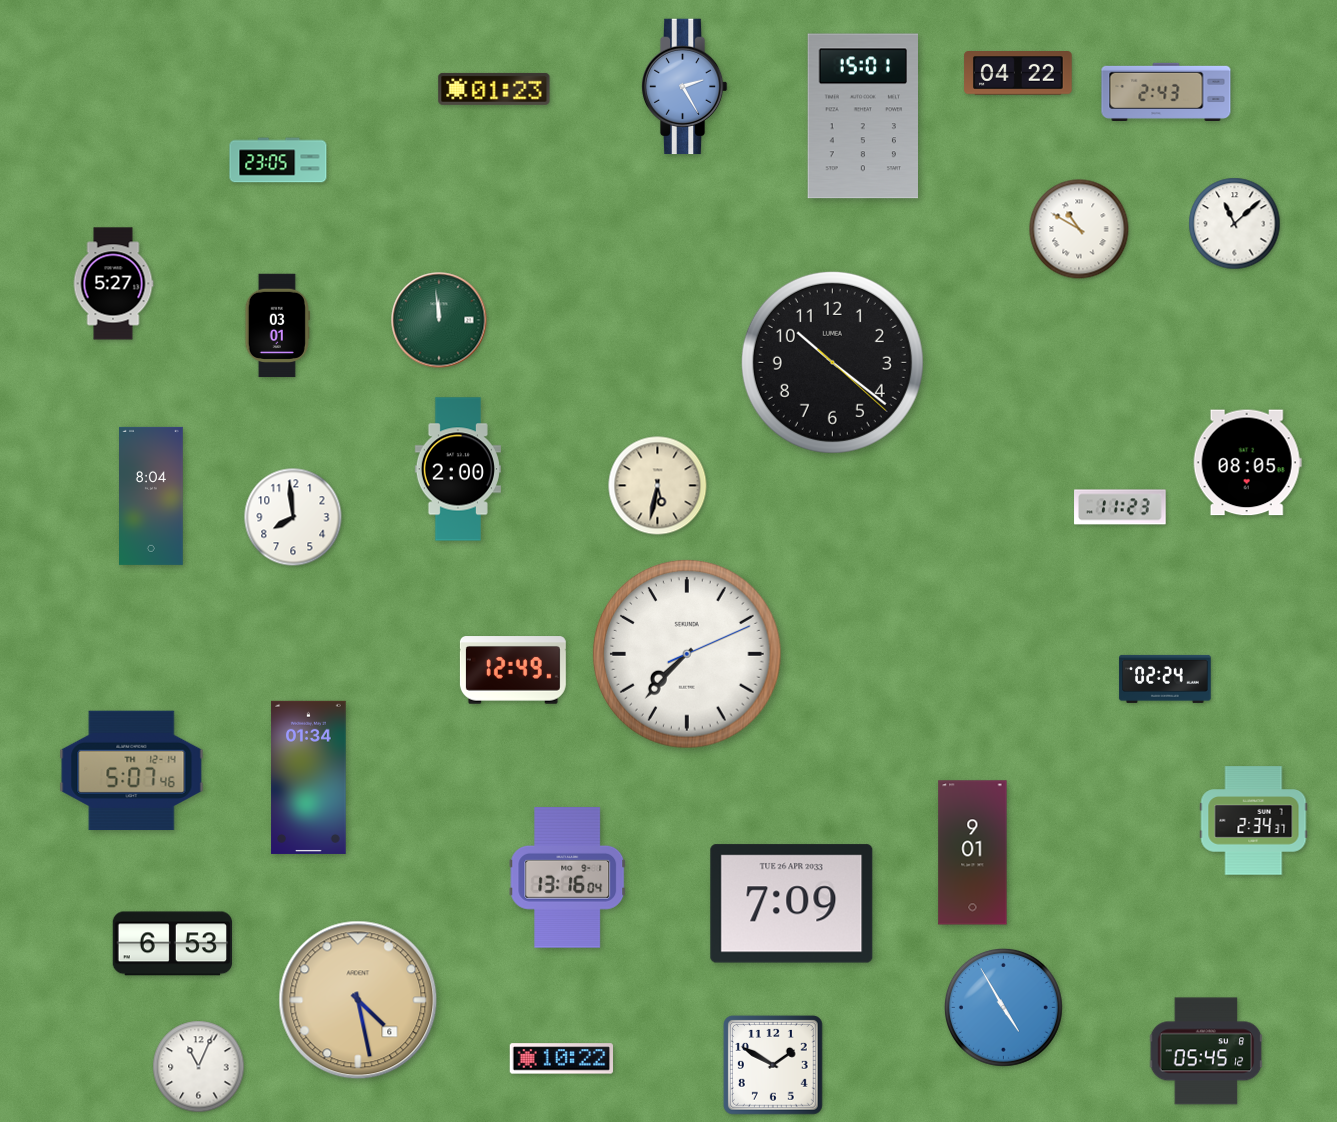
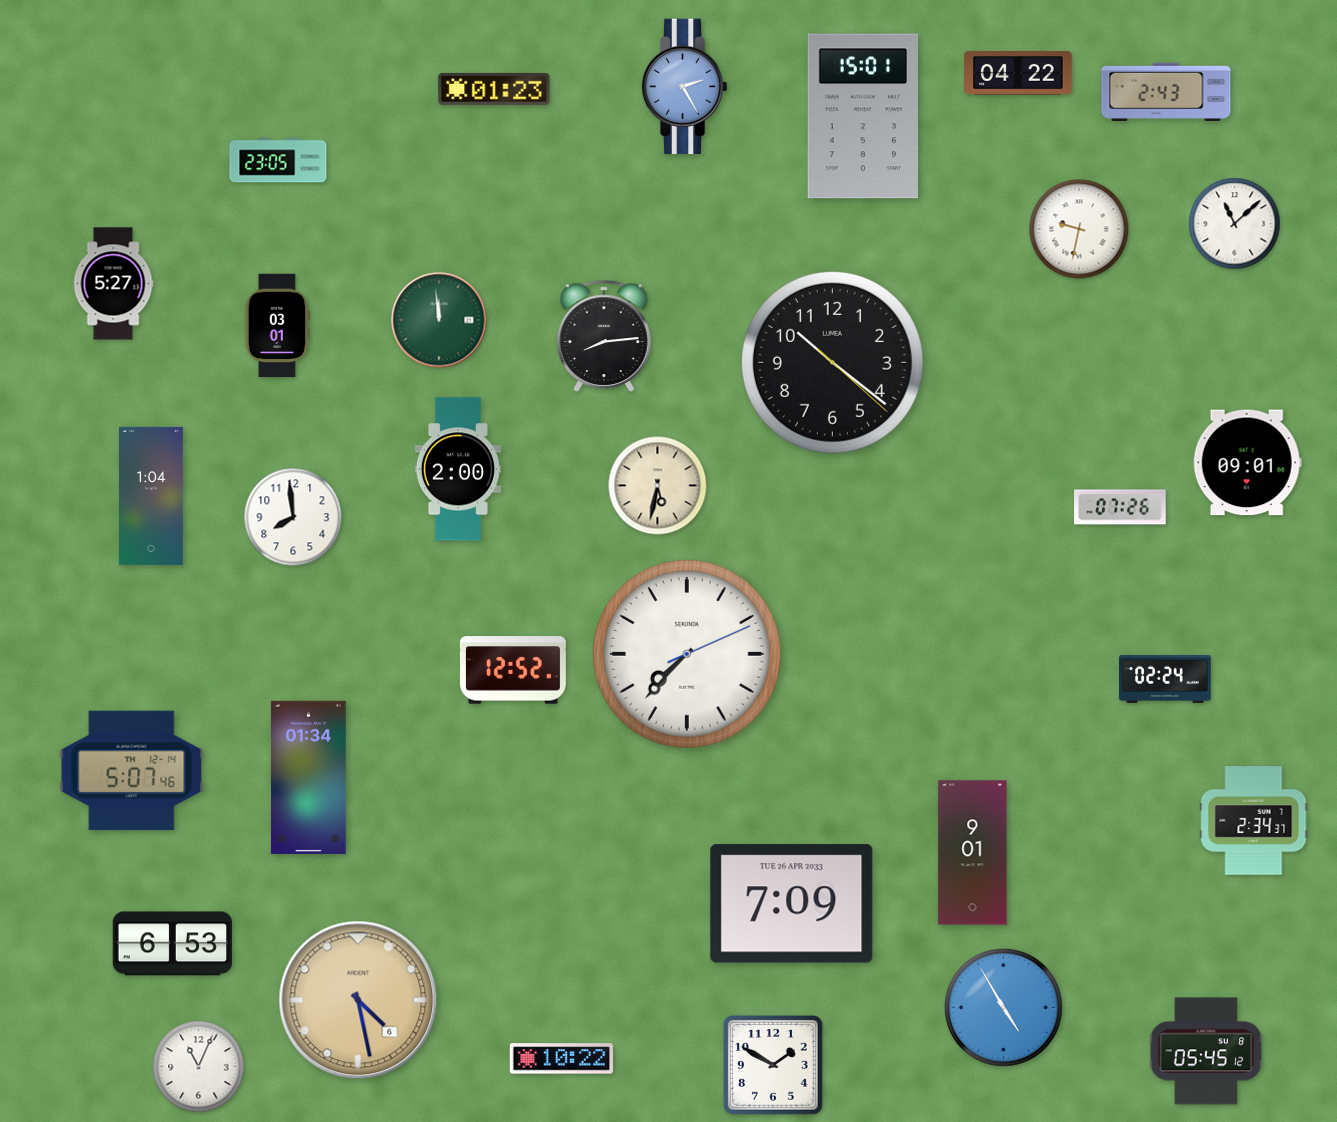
clock at (1079, 229): 10:50 -> 9:32
clock at (604, 336): none -> 8:14
clock at (1247, 463): 08:05 -> 09:01
clock at (152, 496): 8:04 -> 1:04
clock at (1120, 507): 11:23 -> 07:26
clock at (513, 670): 12:49 -> 12:52
clock at (568, 878): 13:16 -> none
